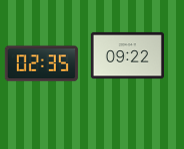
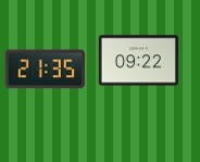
clock at (41, 64): 02:35 -> 21:35
